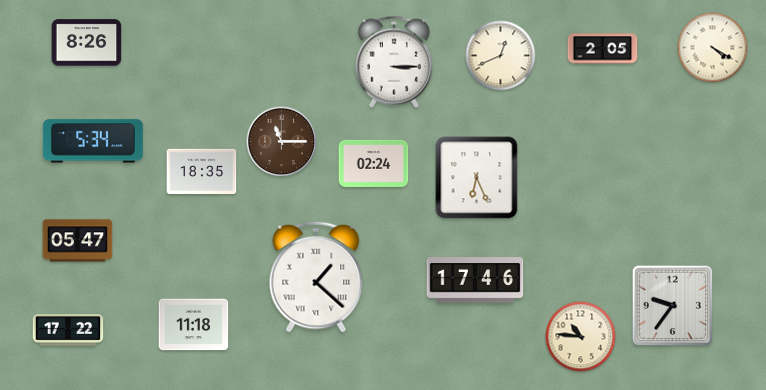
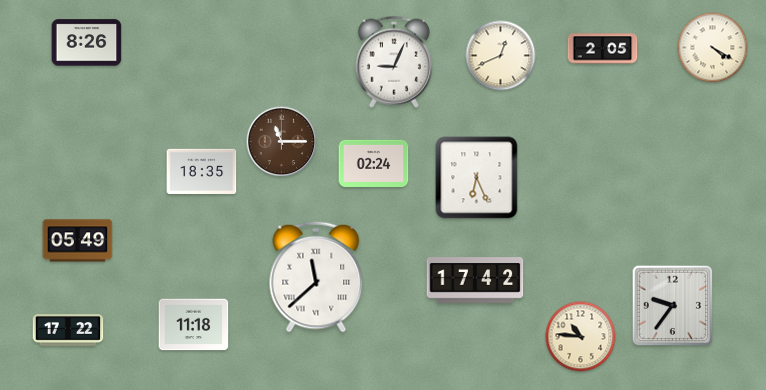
clock at (394, 62): 3:15 -> 9:04
clock at (93, 141): 5:34 -> none
clock at (78, 241): 05:47 -> 05:49
clock at (316, 277): 1:22 -> 11:38
clock at (475, 280): 17:46 -> 17:42
